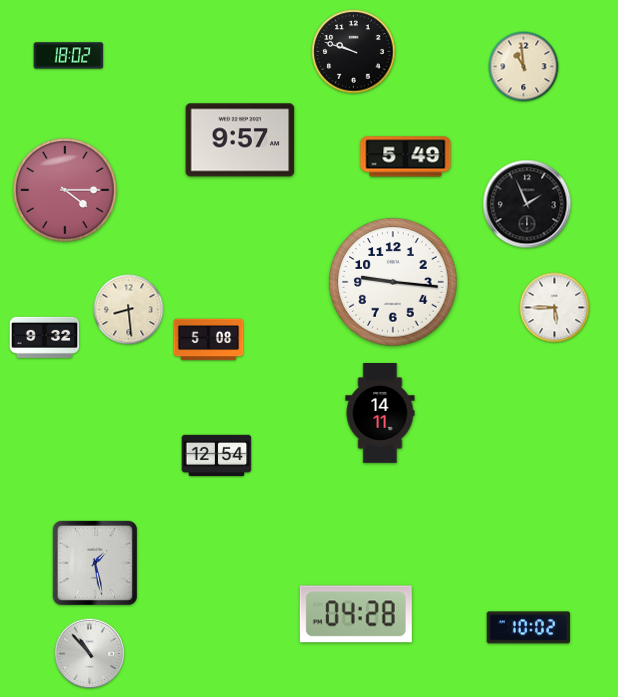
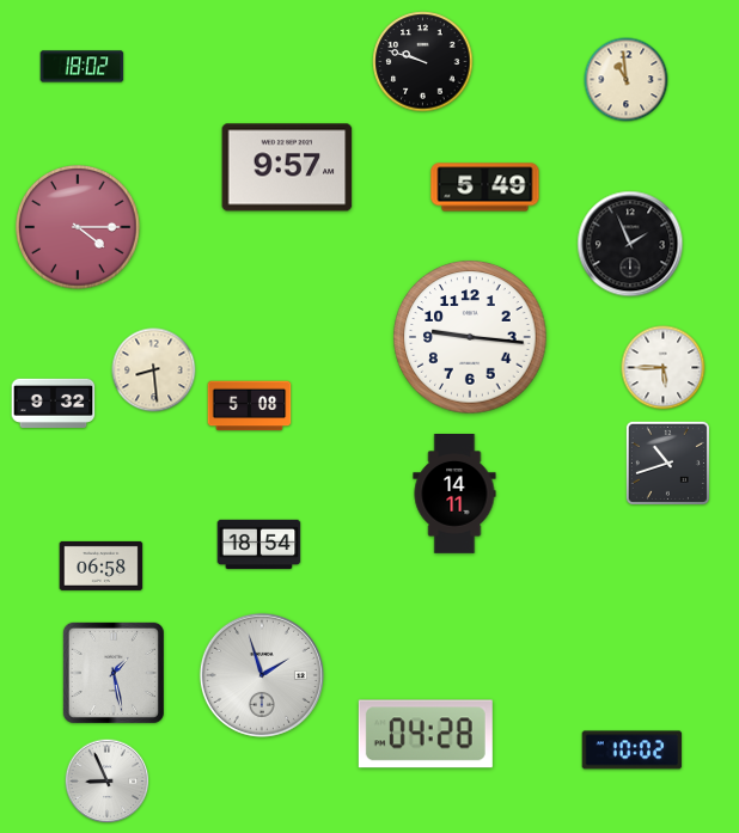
clock at (667, 463): none -> 10:42
clock at (217, 456): 12:54 -> 18:54
clock at (102, 565): none -> 06:58
clock at (262, 675): none -> 1:57
clock at (90, 654): 10:53 -> 8:56
